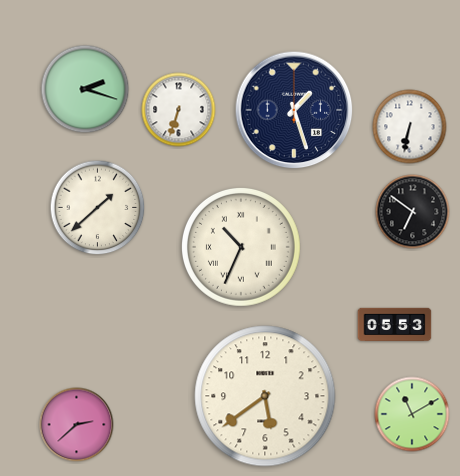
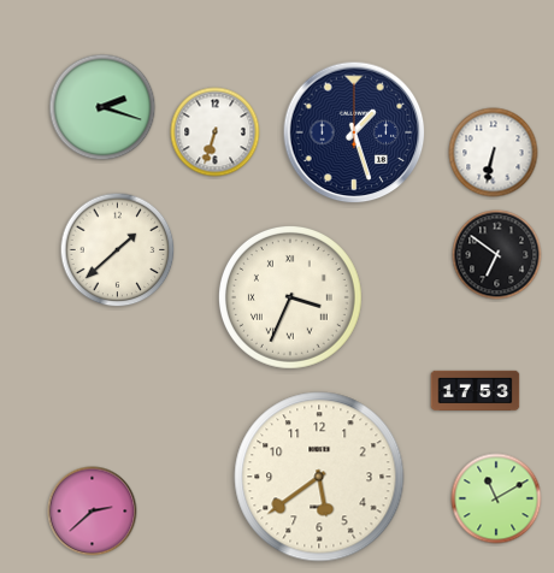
clock at (241, 247): 10:34 -> 3:34
clock at (395, 325): 05:53 -> 17:53
